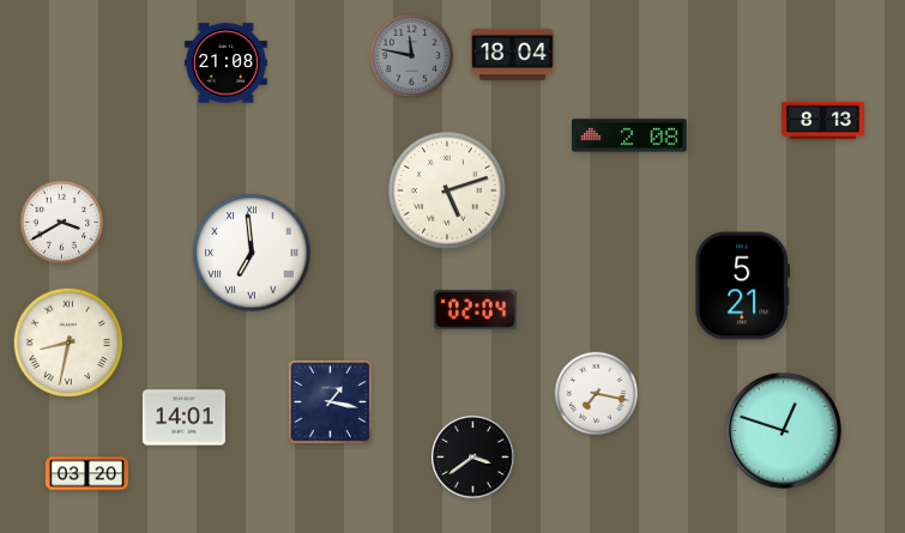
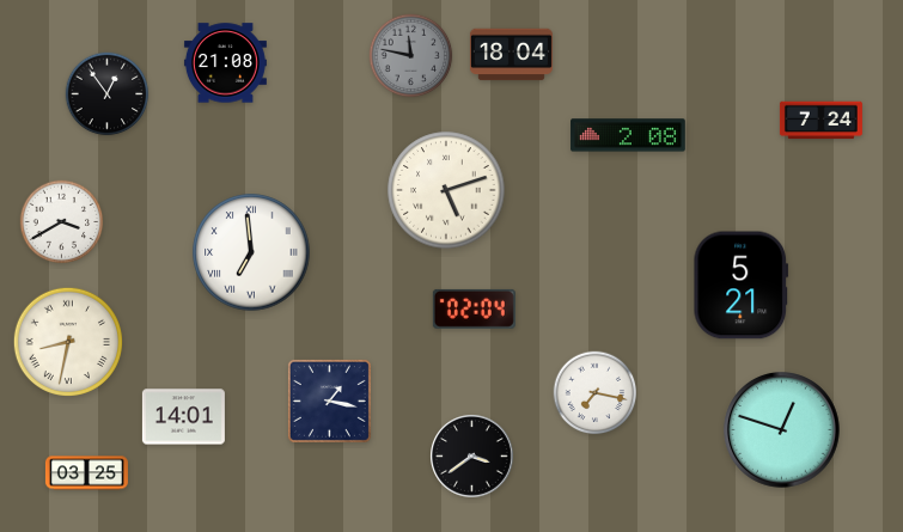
clock at (108, 94): none -> 12:54
clock at (822, 121): 8:13 -> 7:24
clock at (86, 474): 03:20 -> 03:25
